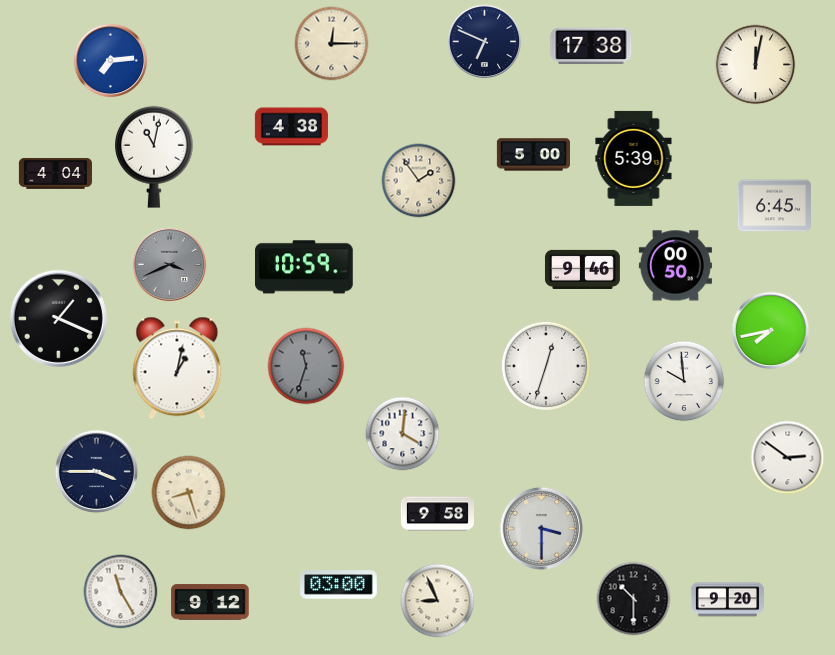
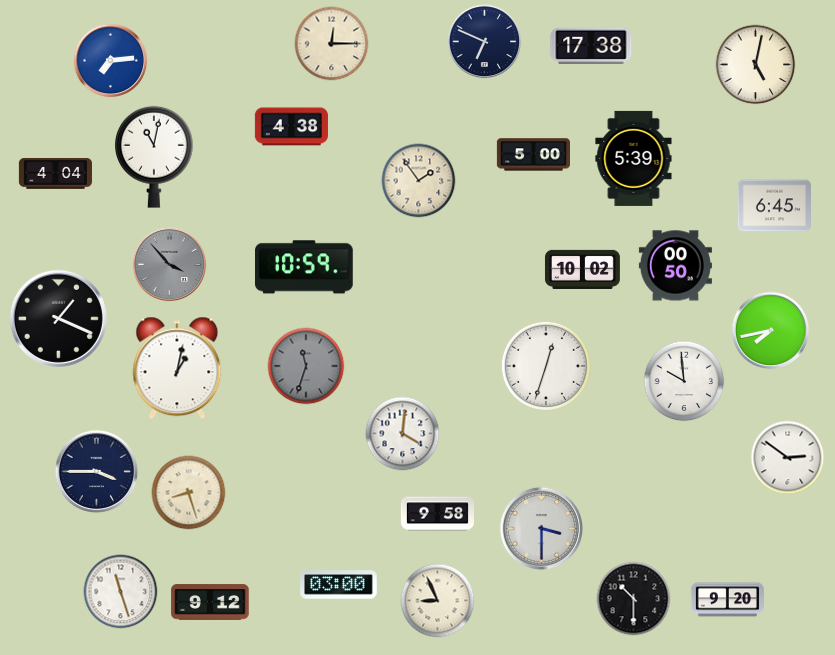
clock at (756, 65): 12:02 -> 5:02
clock at (170, 265): 3:41 -> 3:53
clock at (582, 269): 9:46 -> 10:02
clock at (121, 592): 11:25 -> 11:27
